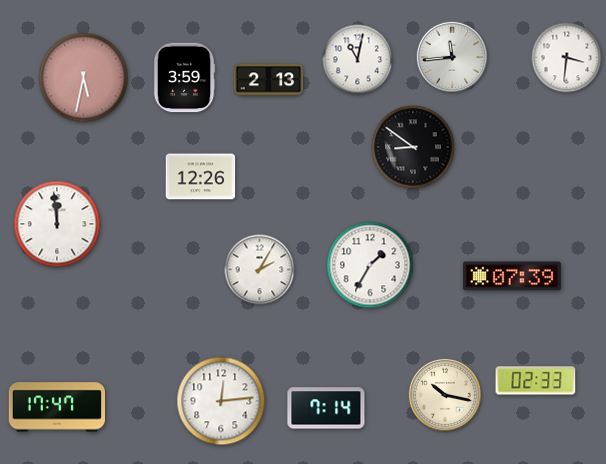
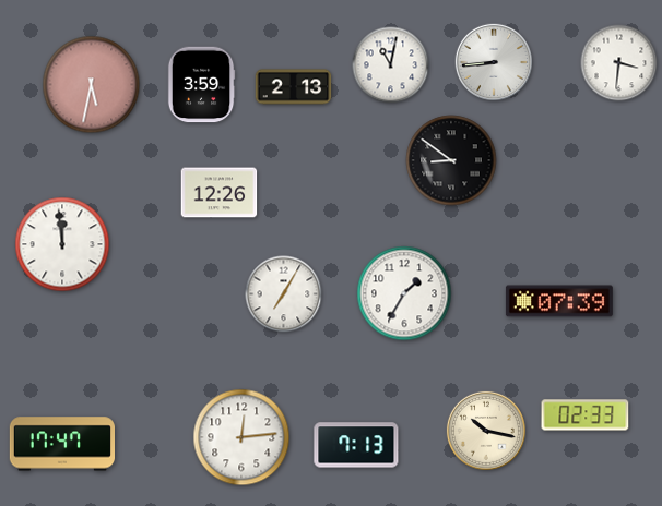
clock at (451, 56): 11:44 -> 8:44
clock at (370, 265) position: (370, 265) -> (404, 293)
clock at (260, 270): 2:05 -> 7:05
clock at (326, 408): 7:14 -> 7:13
